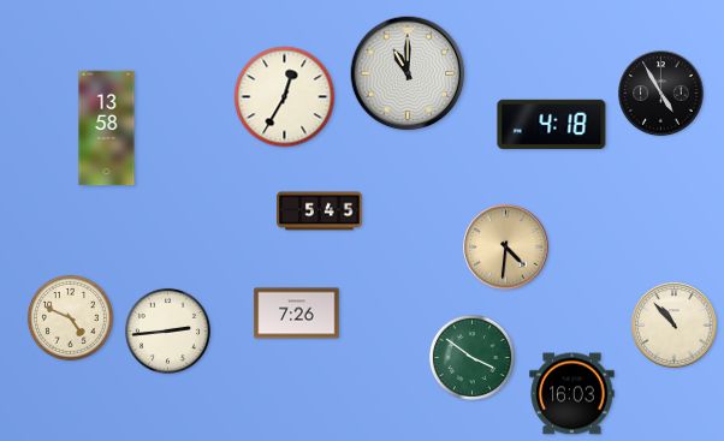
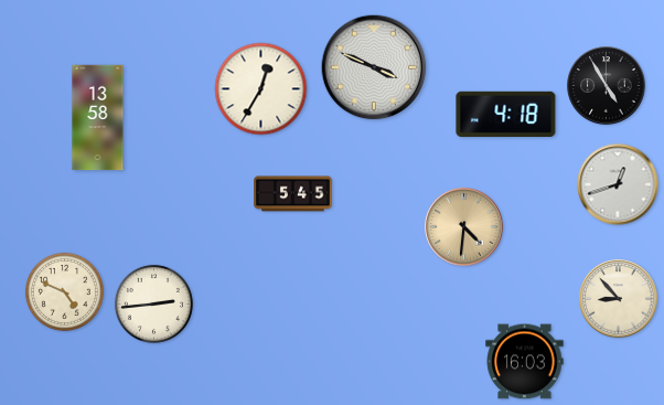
clock at (408, 73): 11:00 -> 3:49
clock at (618, 184): none -> 12:42
clock at (297, 314): 7:26 -> none
clock at (675, 326): 10:53 -> 8:53
clock at (471, 357): 3:51 -> none
